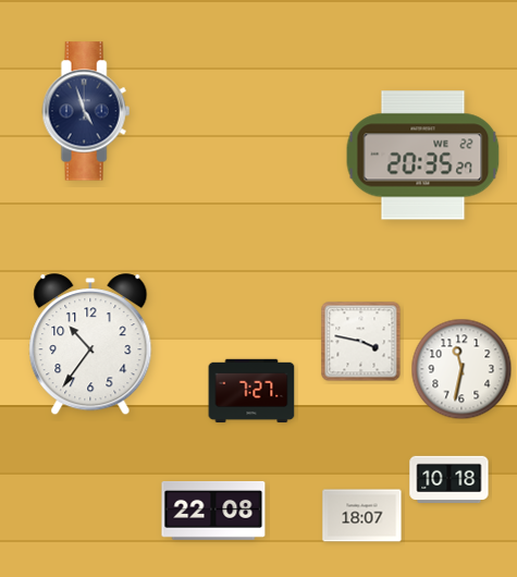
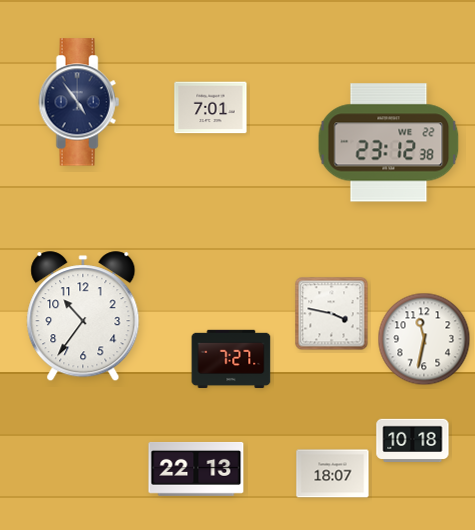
clock at (86, 111): 4:57 -> 4:54
clock at (211, 108): none -> 7:01
clock at (423, 156): 20:35 -> 23:12
clock at (213, 511): 22:08 -> 22:13
